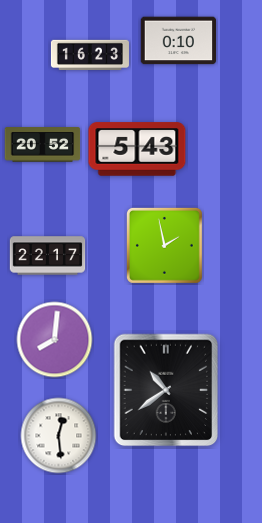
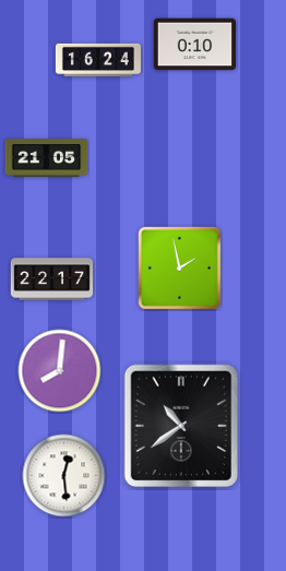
clock at (90, 54): 16:23 -> 16:24
clock at (43, 145): 20:52 -> 21:05
clock at (137, 149): 5:43 -> none
